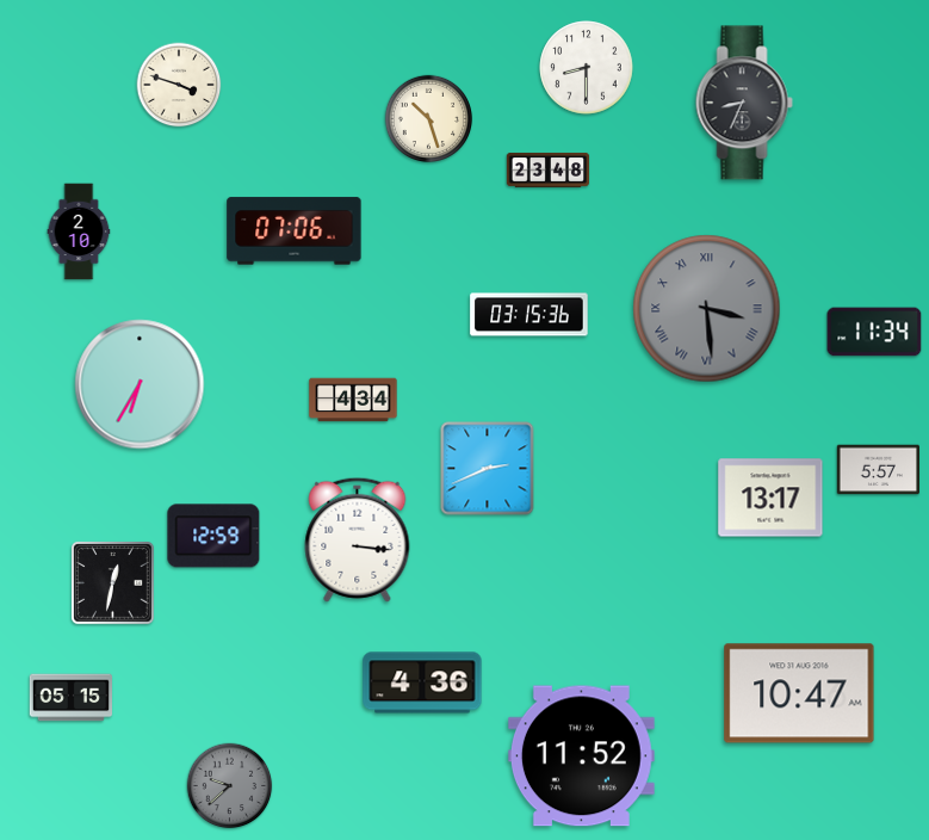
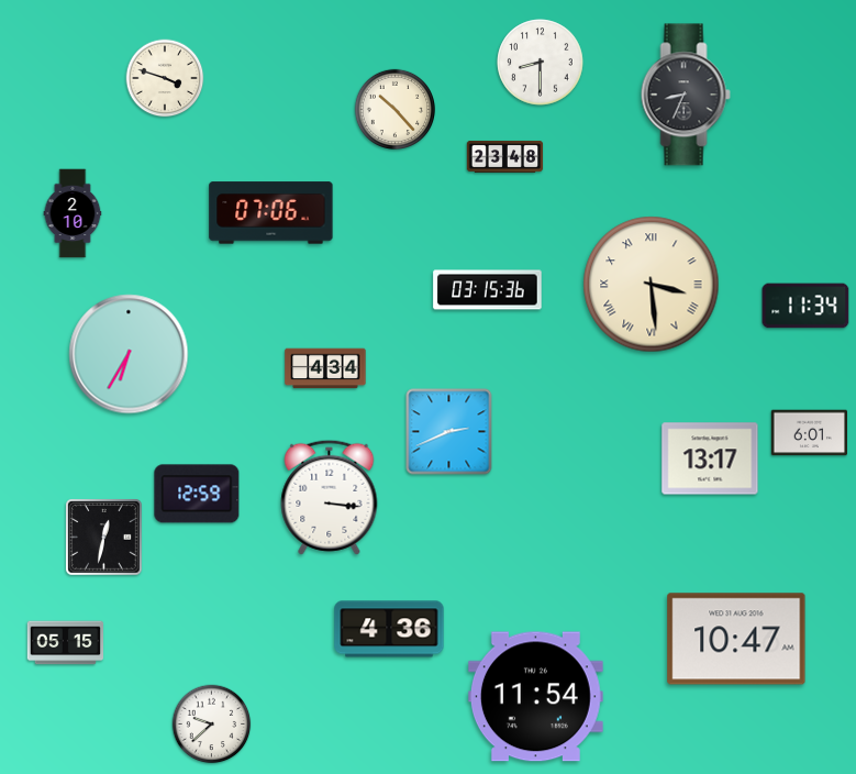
clock at (428, 118): 10:27 -> 10:23
clock at (707, 309) dial: grey -> cream
clock at (878, 470): 5:57 -> 6:01
clock at (581, 756): 11:52 -> 11:54
clock at (230, 786) dial: grey -> white
